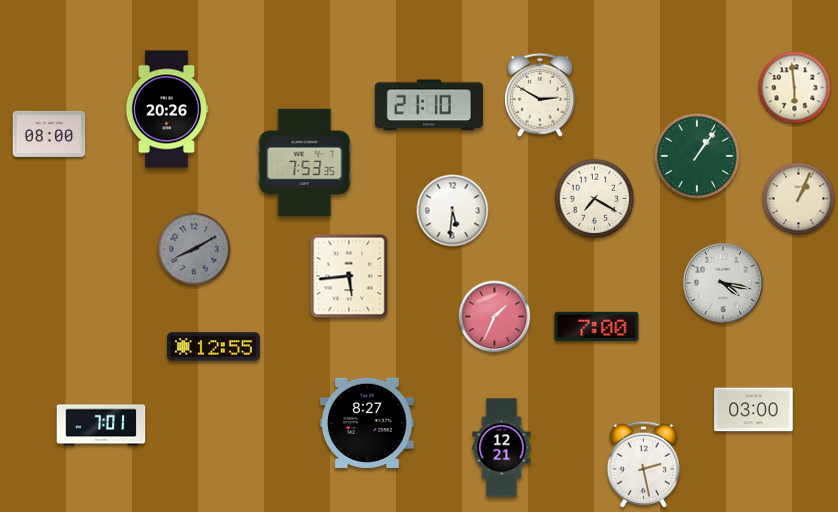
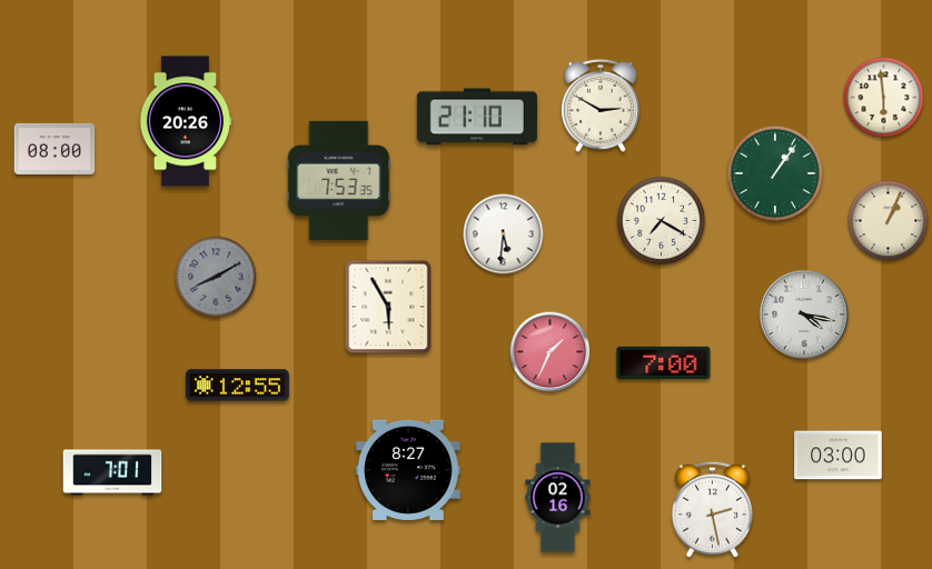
clock at (349, 276): 5:44 -> 5:55
clock at (502, 448): 12:21 -> 02:16
clock at (643, 464) position: (643, 464) -> (712, 509)
